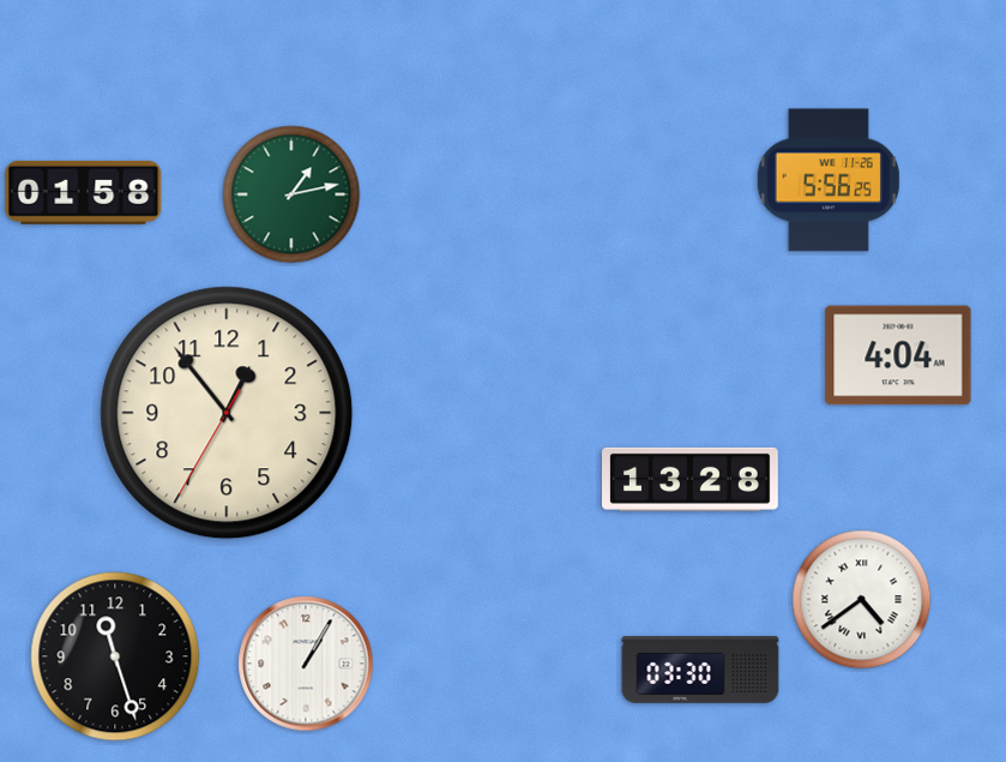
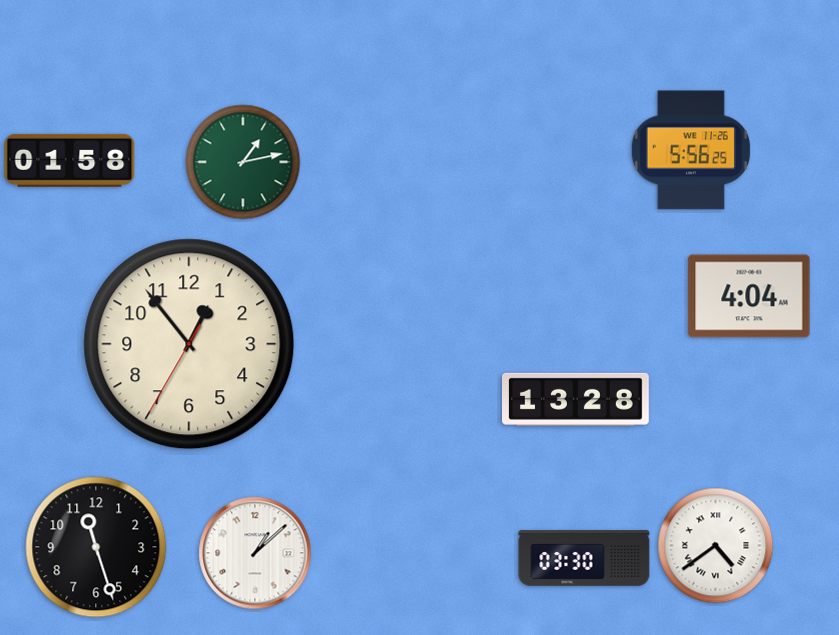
clock at (862, 600) position: (862, 600) -> (716, 546)
clock at (306, 664): 1:05 -> 1:08
